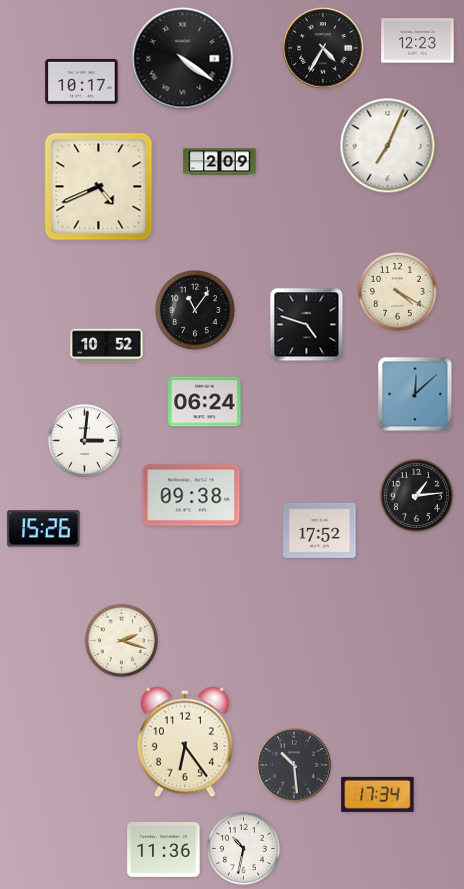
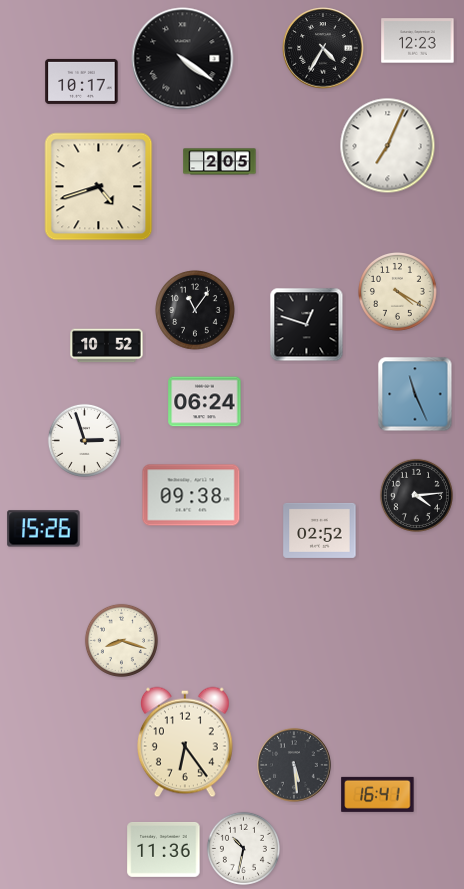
clock at (220, 162): 2:09 -> 2:05
clock at (99, 187): 4:41 -> 4:42
clock at (307, 325): 4:48 -> 12:48
clock at (415, 394): 12:08 -> 11:26
clock at (84, 440): 3:01 -> 2:57
clock at (416, 495): 1:14 -> 4:14
clock at (320, 530): 17:52 -> 02:52
clock at (121, 640): 2:18 -> 8:18
clock at (294, 765): 10:29 -> 5:29
clock at (378, 794): 17:34 -> 16:41
